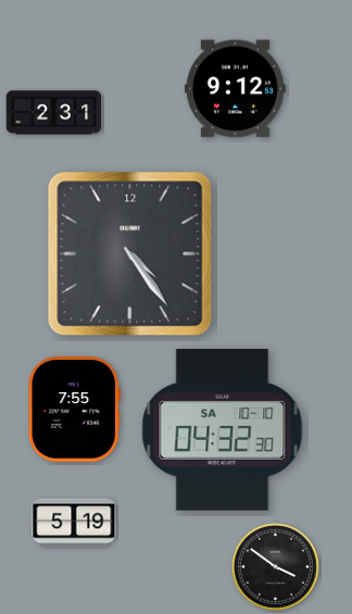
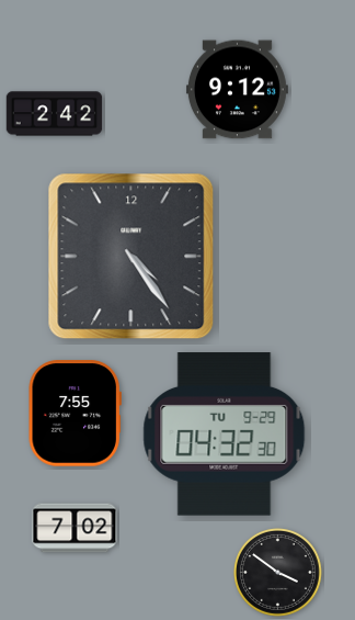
clock at (54, 113): 2:31 -> 2:42
clock at (223, 430) date: SA 10-10 -> TU 9-29
clock at (74, 523): 5:19 -> 7:02
